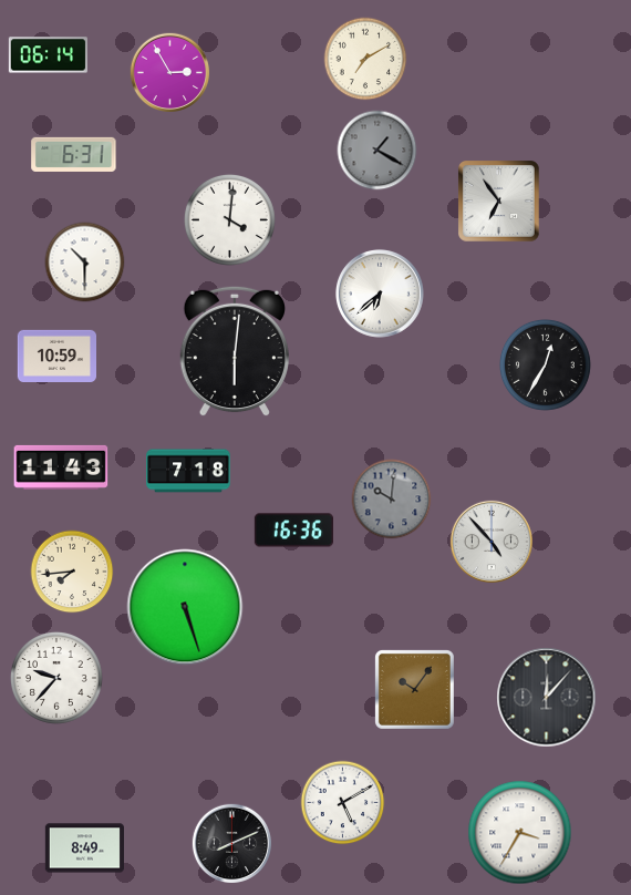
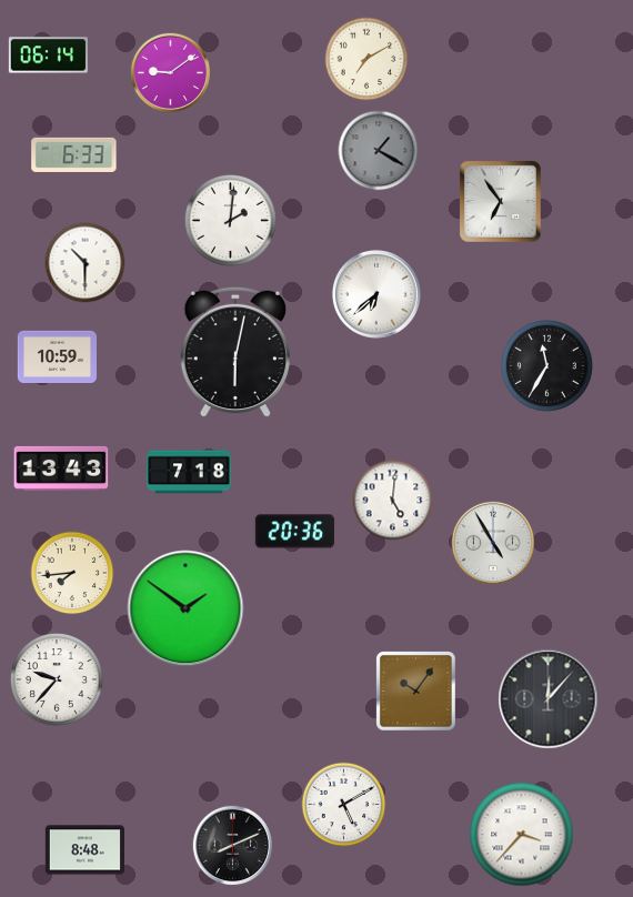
clock at (169, 72): 2:55 -> 9:09
clock at (74, 154): 6:31 -> 6:33
clock at (229, 219): 4:01 -> 2:01
clock at (380, 294) position: (380, 294) -> (376, 294)
clock at (235, 351): 6:01 -> 6:02
clock at (545, 364): 12:35 -> 11:35
clock at (61, 467): 11:43 -> 13:43
clock at (392, 500): 10:01 -> 5:01
clock at (392, 500) dial: grey -> white
clock at (293, 531): 16:36 -> 20:36
clock at (492, 542): 4:53 -> 4:55
clock at (185, 607): 5:27 -> 1:51
clock at (520, 833): 3:35 -> 3:37
clock at (84, 848): 8:49 -> 8:48
